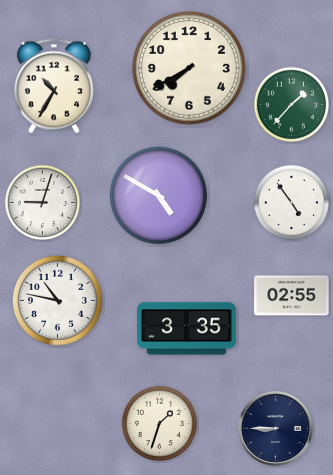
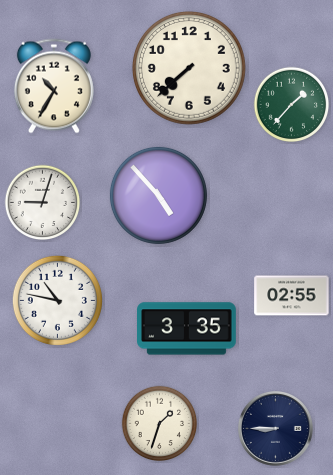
clock at (189, 68): 7:40 -> 7:38
clock at (158, 195): 4:50 -> 4:53
clock at (292, 203): 4:54 -> none
